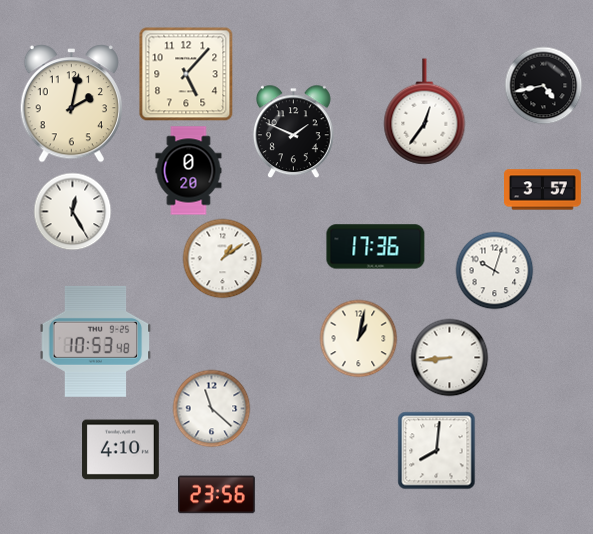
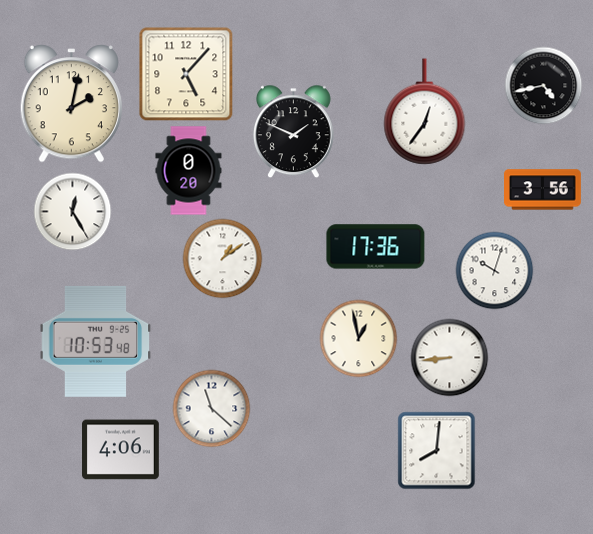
clock at (543, 190): 3:57 -> 3:56
clock at (358, 338): 1:02 -> 12:58
clock at (121, 450): 4:10 -> 4:06
clock at (217, 495): 23:56 -> none
